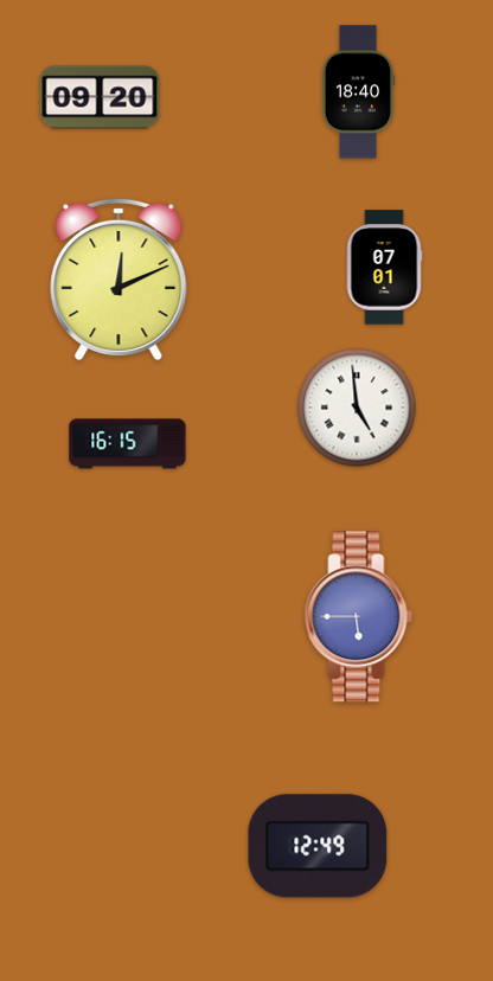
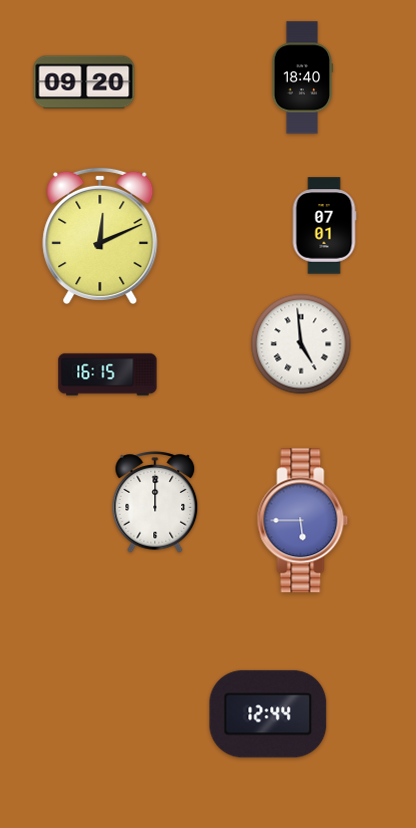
clock at (155, 502): none -> 12:00
clock at (318, 846): 12:49 -> 12:44
